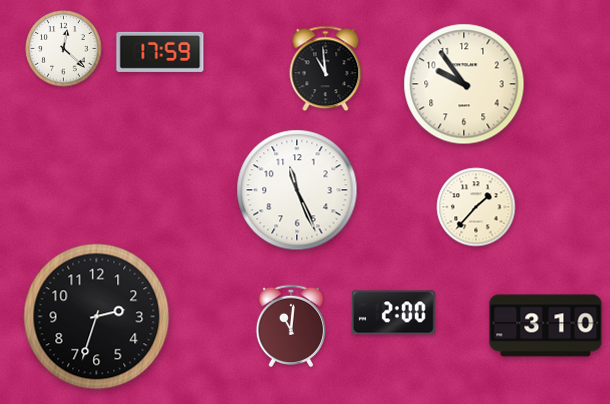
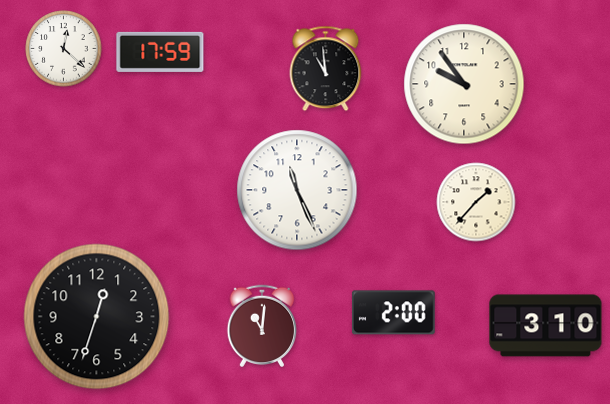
clock at (476, 207) position: (476, 207) -> (476, 202)
clock at (97, 317): 2:33 -> 12:33
clock at (291, 325) position: (291, 325) -> (262, 325)
